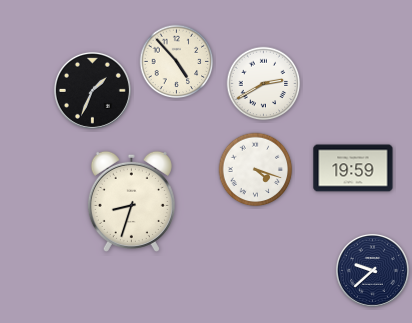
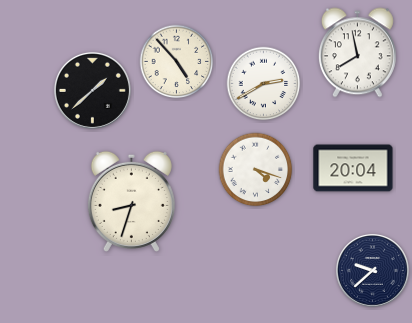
clock at (357, 53): none -> 7:58
clock at (92, 90): 1:34 -> 1:38
clock at (353, 168): 19:59 -> 20:04
